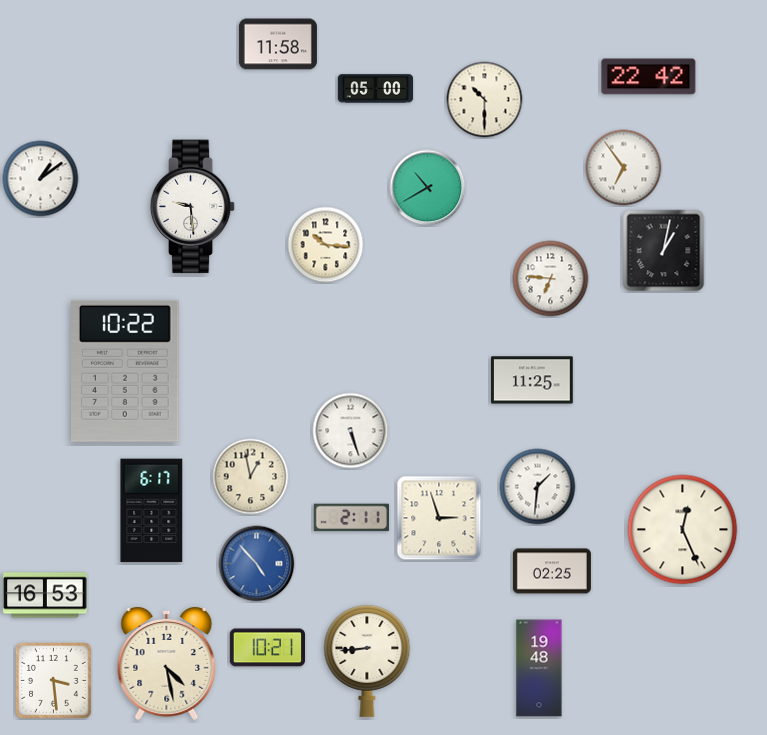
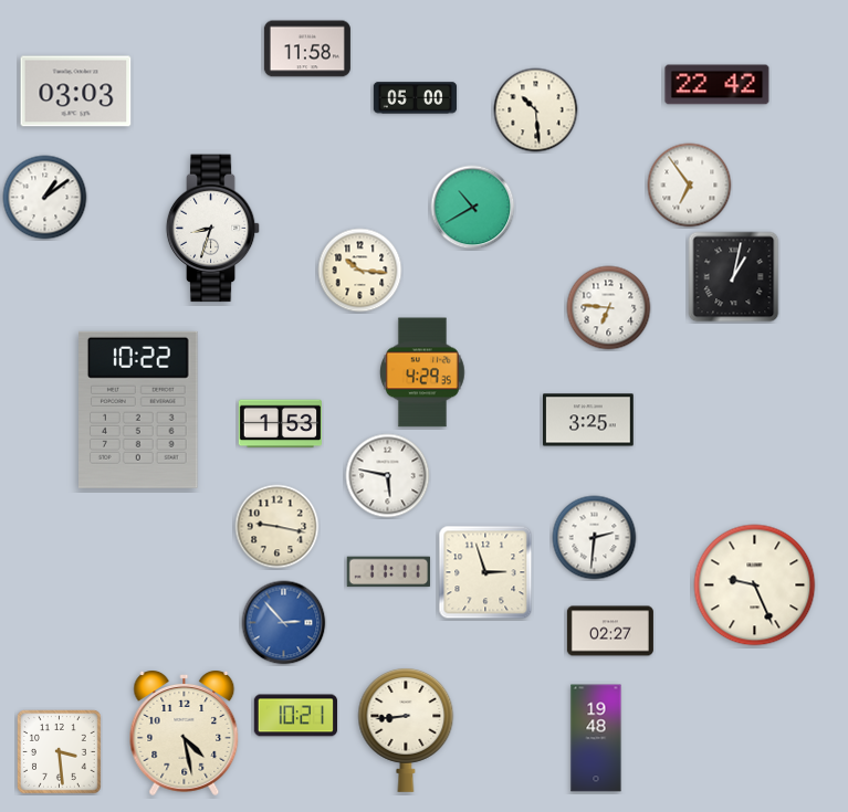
clock at (76, 92): none -> 03:03
clock at (485, 100): 10:30 -> 10:29
clock at (193, 207): 9:29 -> 8:33
clock at (422, 372): none -> 4:29
clock at (532, 380): 11:25 -> 3:25
clock at (280, 424): none -> 1:53
clock at (351, 431): 5:27 -> 5:47
clock at (251, 477): 12:58 -> 9:17
clock at (538, 487): 1:31 -> 2:31
clock at (152, 511): 6:17 -> none
clock at (351, 518): 2:11 -> 11:11
clock at (683, 530): 12:26 -> 9:26
clock at (257, 564): 4:53 -> 2:53
clock at (552, 571): 02:25 -> 02:27
clock at (45, 595): 16:53 -> none
